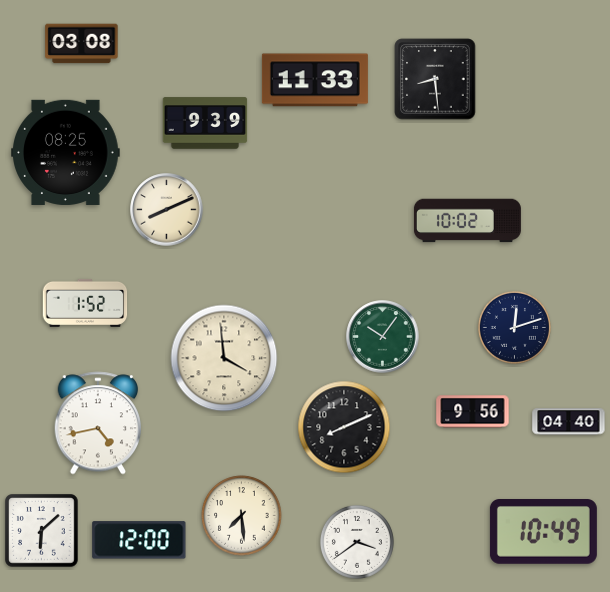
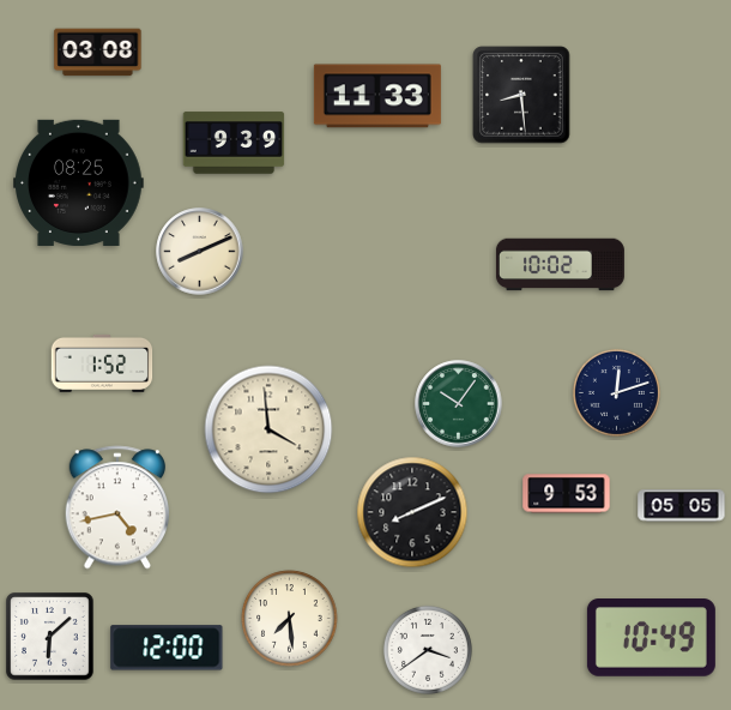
clock at (205, 123) position: (205, 123) -> (234, 143)
clock at (473, 412): 9:56 -> 9:53
clock at (569, 422): 04:40 -> 05:05
